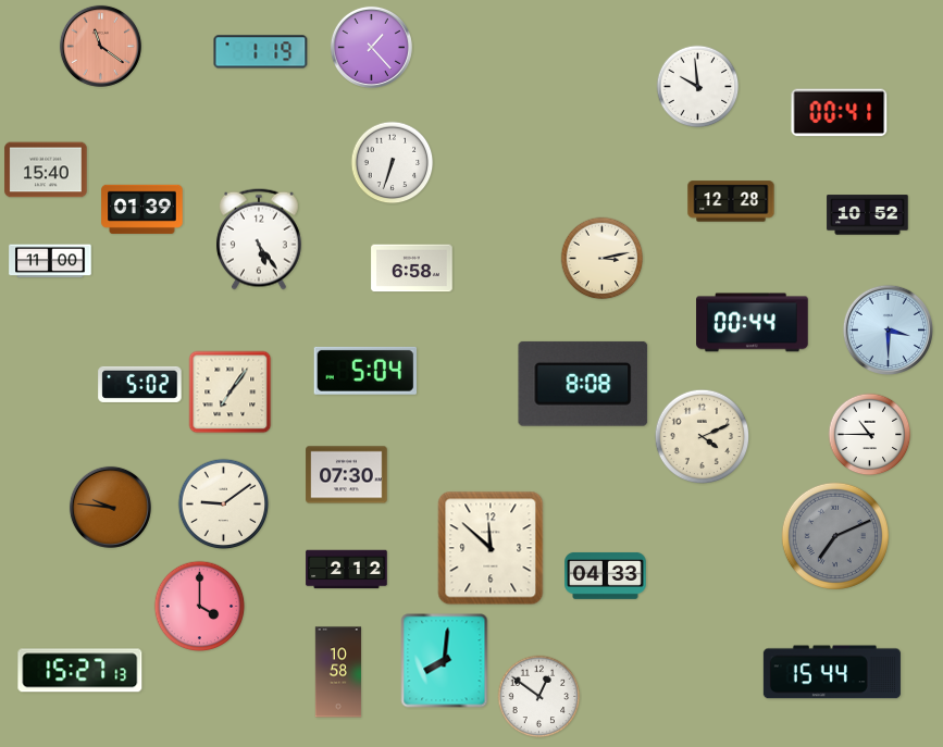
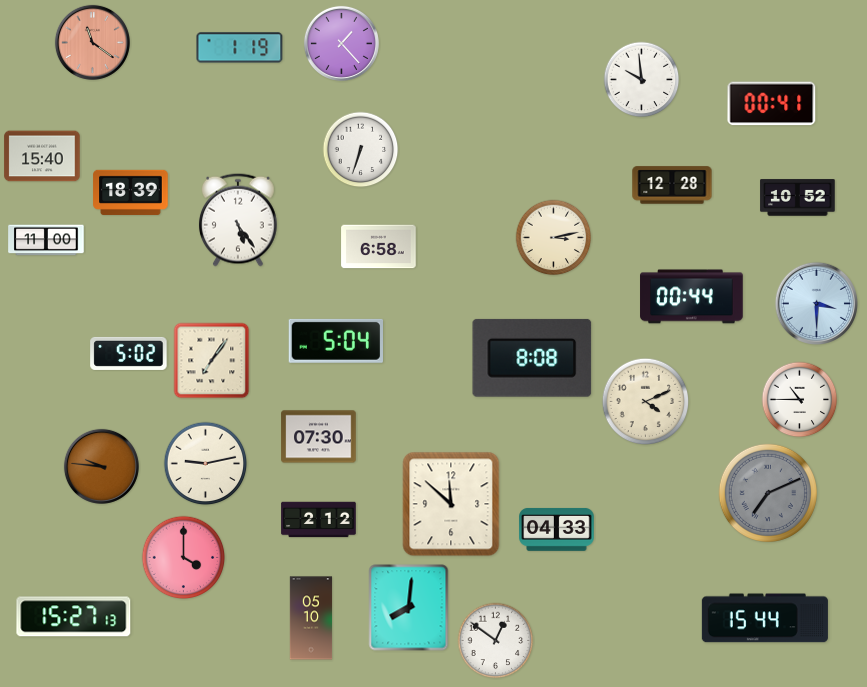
clock at (142, 209): 01:39 -> 18:39
clock at (583, 384) position: (583, 384) -> (532, 358)
clock at (224, 505): 9:09 -> 9:13
clock at (347, 570) position: (347, 570) -> (319, 520)
clock at (338, 672): 10:58 -> 05:10
